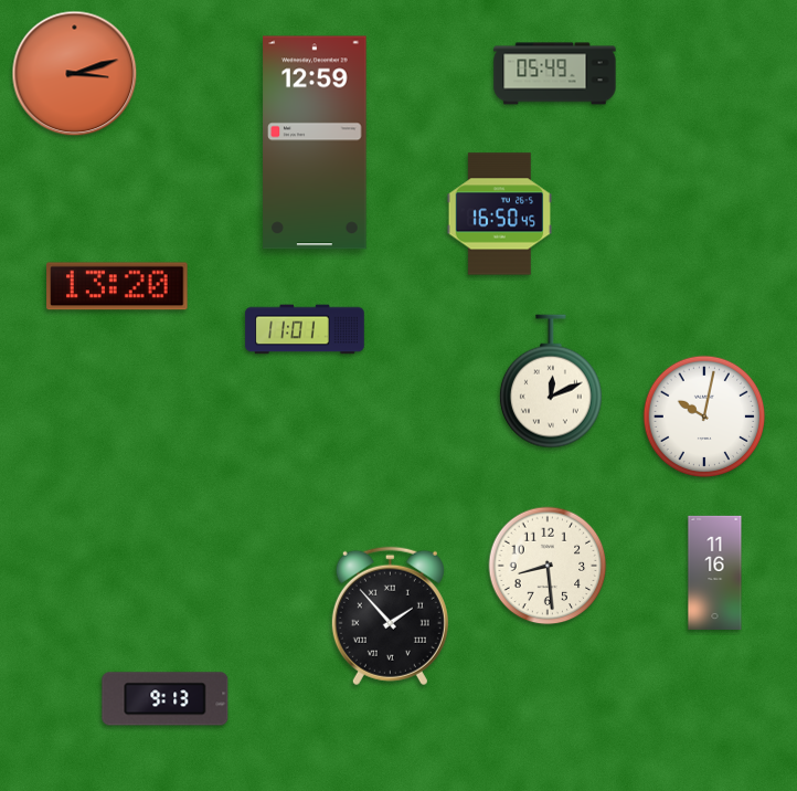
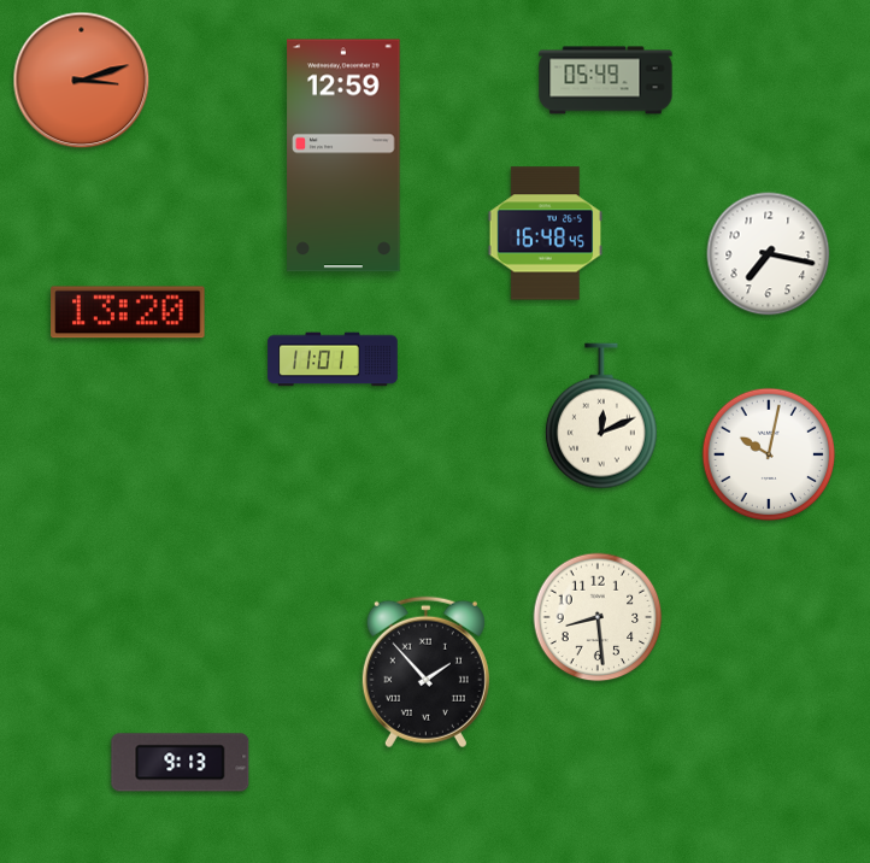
clock at (500, 214): 16:50 -> 16:48
clock at (769, 254): none -> 7:17
clock at (715, 572): 11:16 -> none
